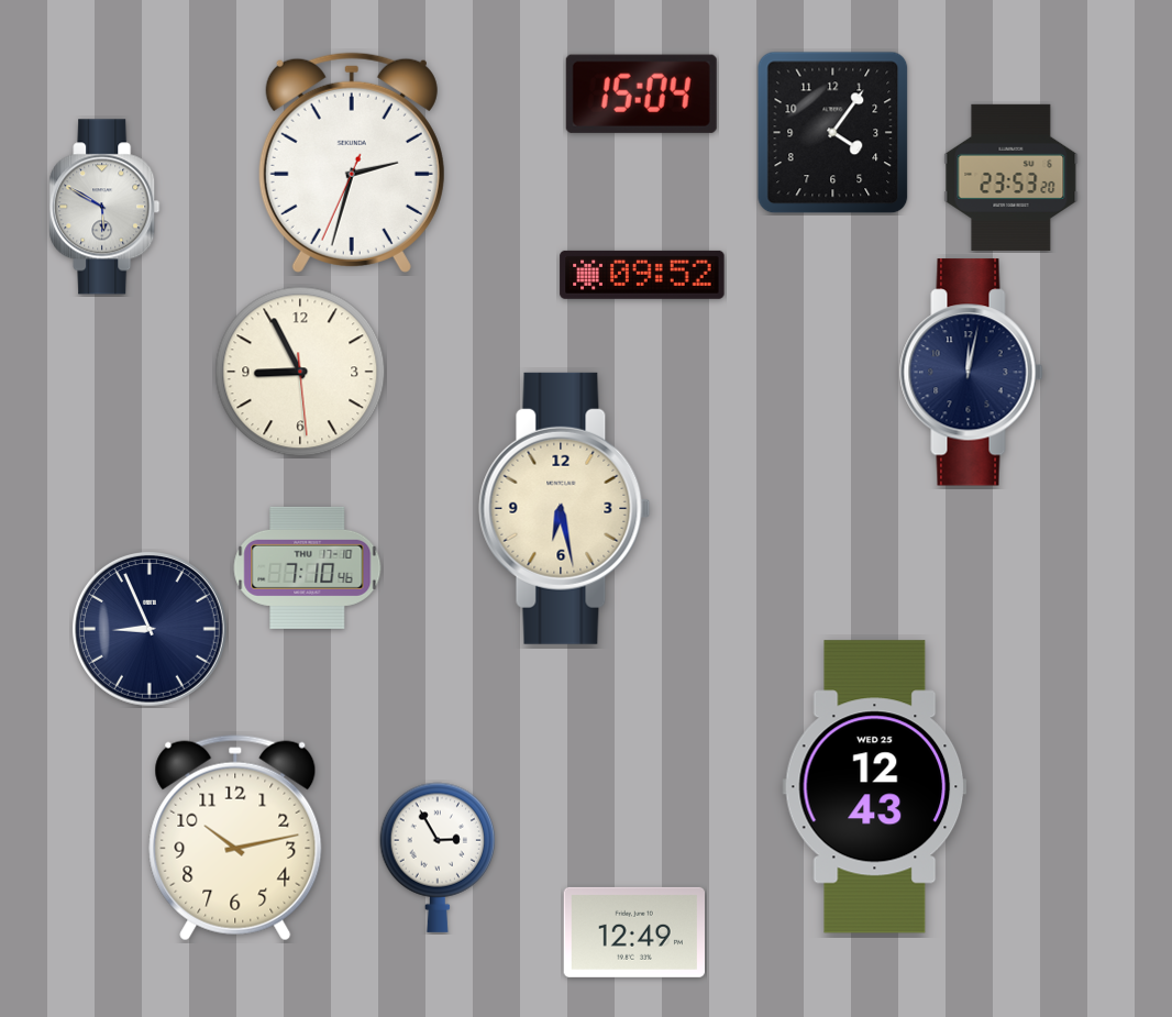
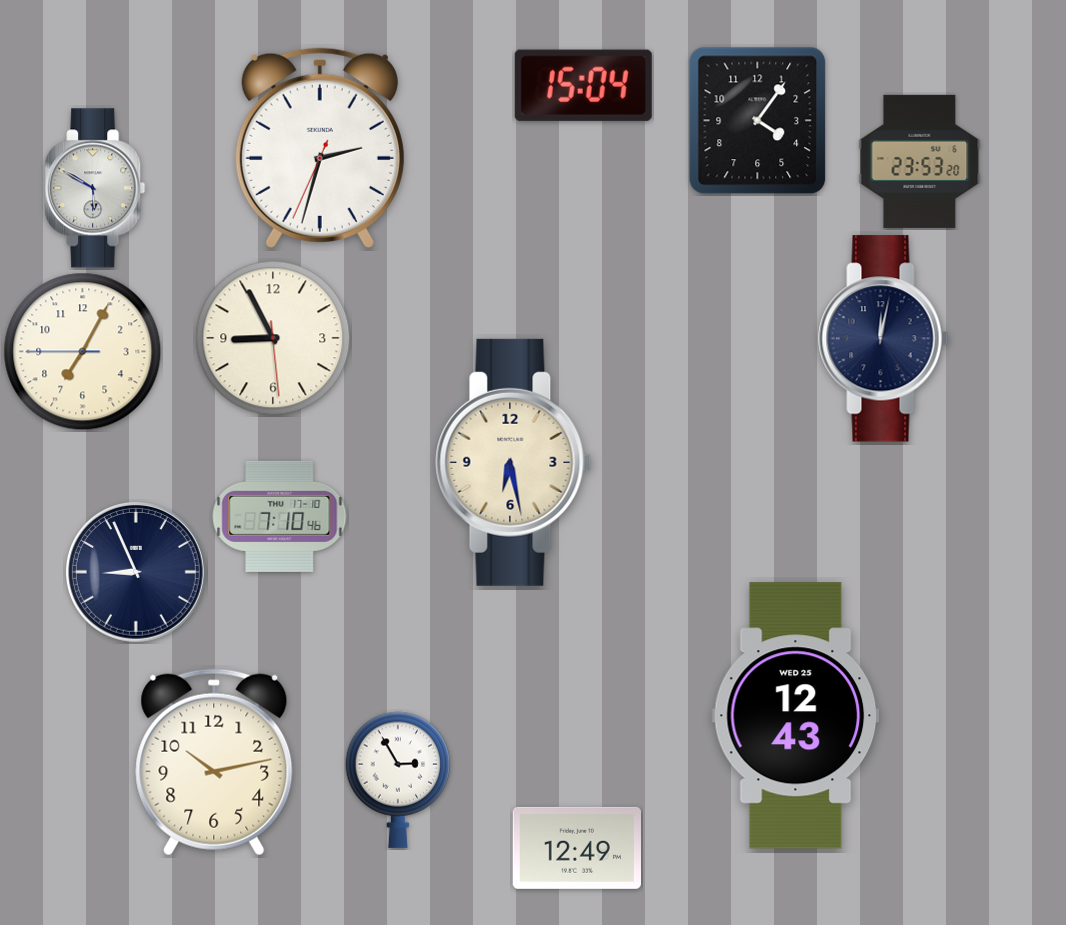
clock at (642, 275): 09:52 -> none
clock at (83, 352): none -> 7:04
